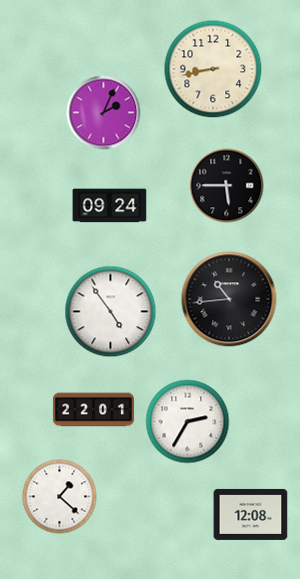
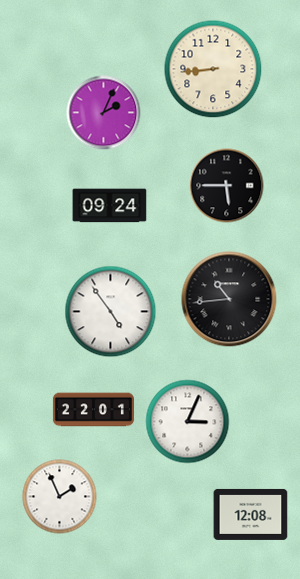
clock at (213, 69): 8:43 -> 8:44
clock at (188, 422): 2:35 -> 3:04
clock at (60, 497): 1:22 -> 1:56
